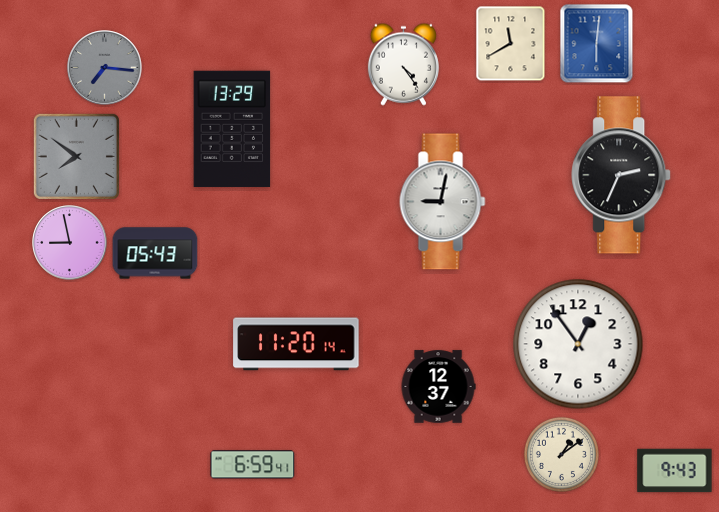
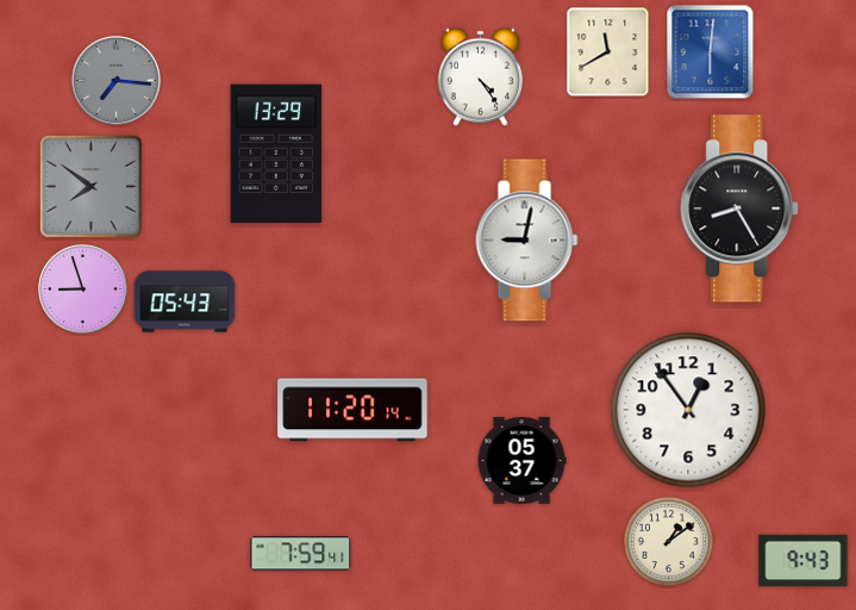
clock at (105, 68) position: (105, 68) -> (117, 81)
clock at (622, 175): 2:34 -> 8:25
clock at (70, 243): 8:58 -> 8:57
clock at (438, 387): 12:37 -> 05:37
clock at (253, 465): 6:59 -> 7:59
